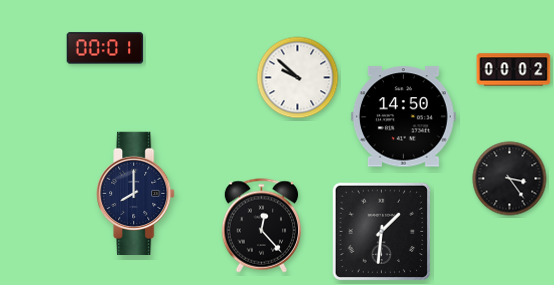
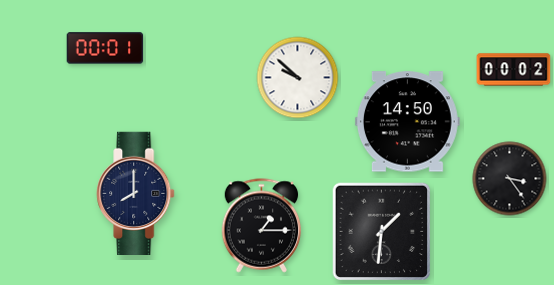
clock at (403, 117) position: (403, 117) -> (407, 122)
clock at (262, 226): 12:23 -> 1:15
